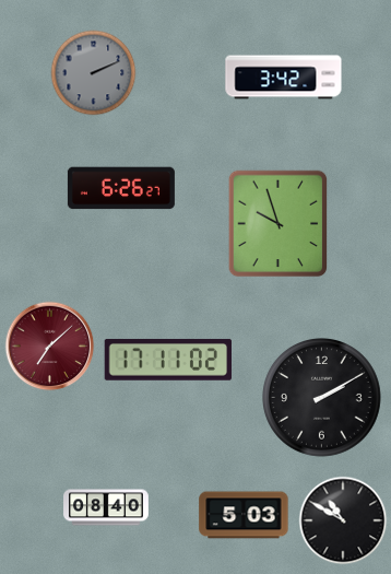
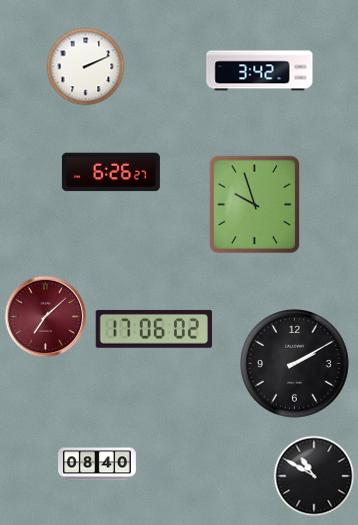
clock at (94, 73) dial: grey -> white
clock at (167, 360): 17:11 -> 17:06
clock at (244, 515): 5:03 -> none
